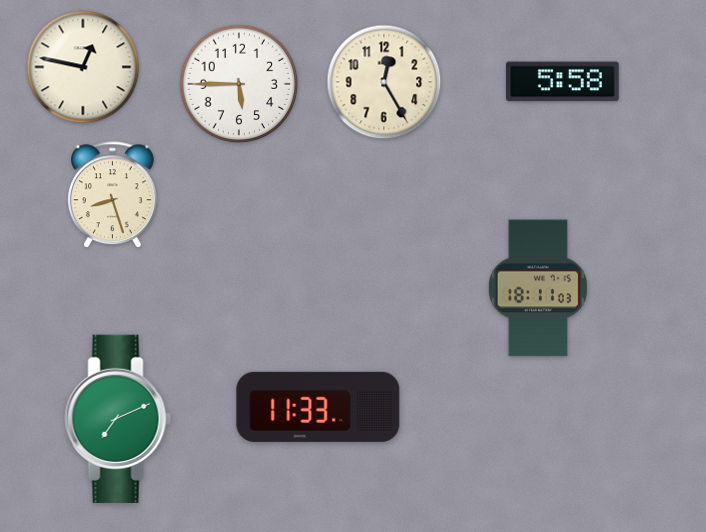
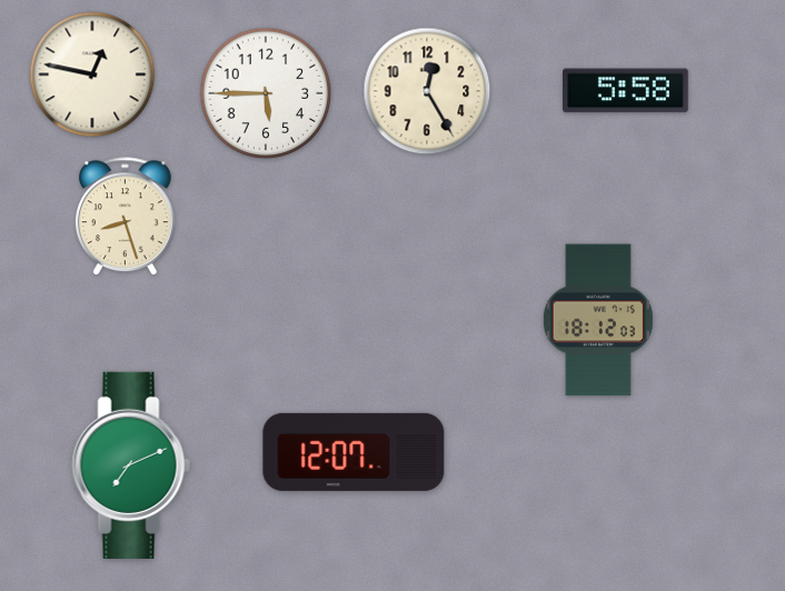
clock at (538, 288): 18:11 -> 18:12
clock at (318, 407): 11:33 -> 12:07
